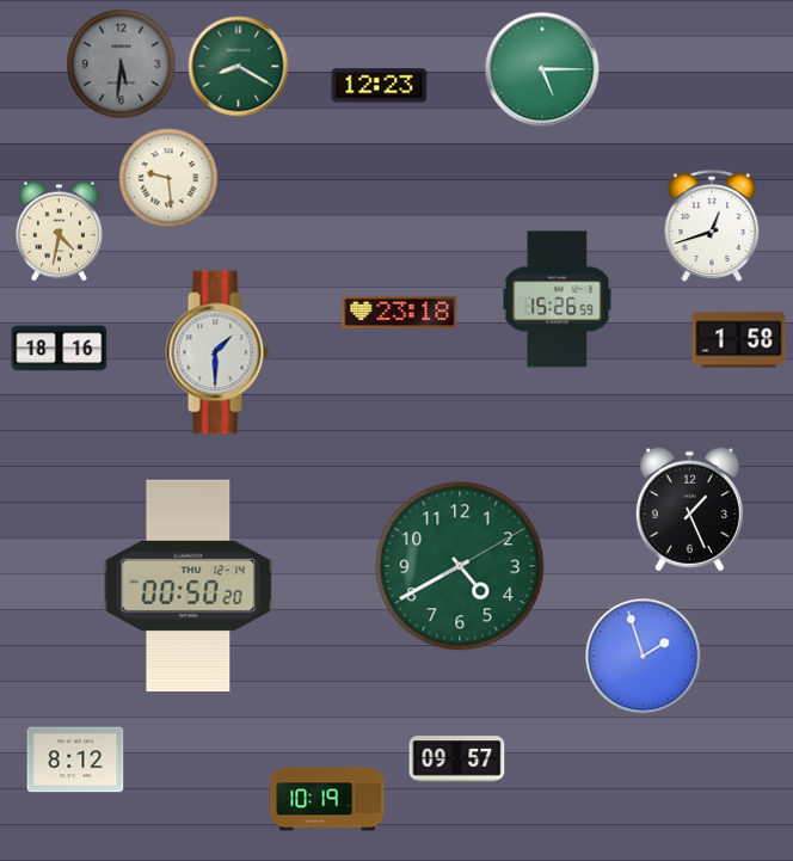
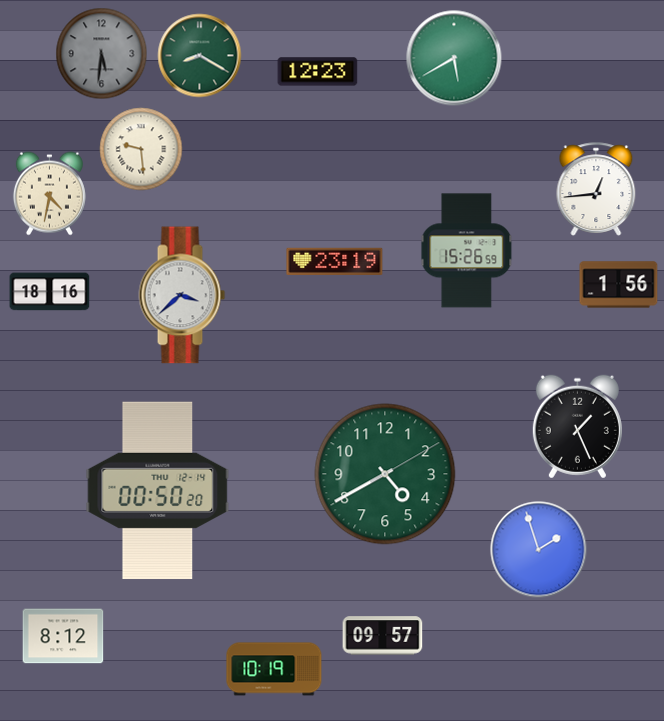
clock at (542, 69): 5:15 -> 5:40
clock at (712, 226): 12:42 -> 12:44
clock at (400, 312): 23:18 -> 23:19
clock at (739, 340): 1:58 -> 1:56
clock at (217, 352): 1:30 -> 3:38
